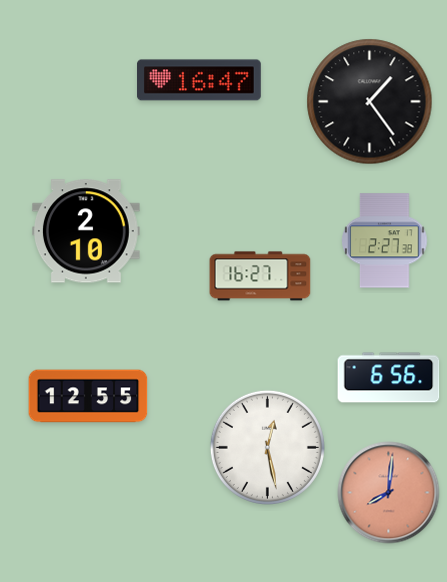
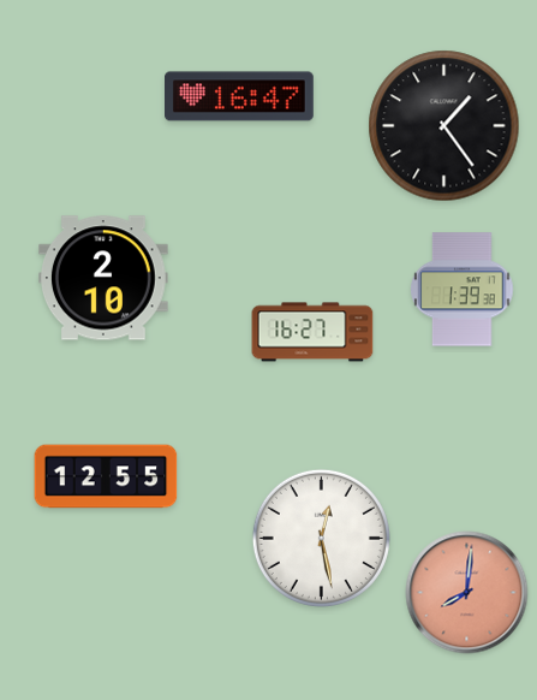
clock at (370, 102) position: (370, 102) -> (444, 126)
clock at (385, 241): 2:27 -> 1:39
clock at (389, 378): 6:56 -> none
